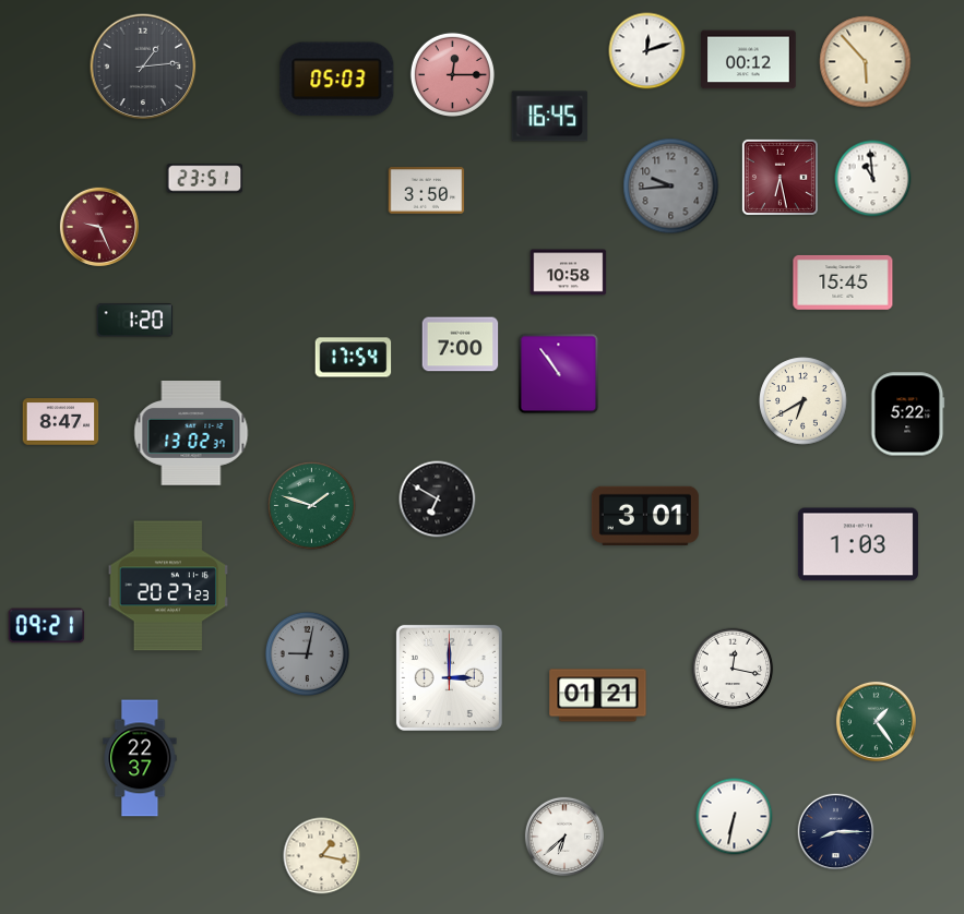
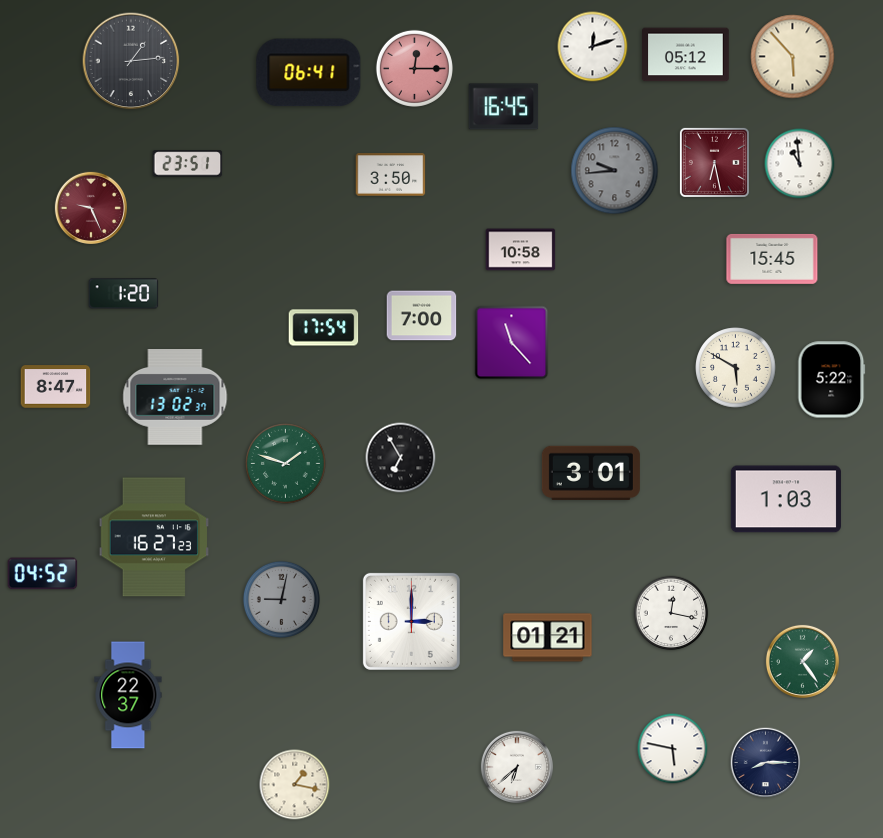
clock at (749, 60): 00:12 -> 05:12
clock at (337, 80): 05:03 -> 06:41
clock at (559, 374): 10:54 -> 11:23
clock at (804, 401): 6:40 -> 5:50
clock at (438, 500): 6:50 -> 6:55
clock at (167, 586): 20:27 -> 16:27
clock at (47, 626): 09:21 -> 04:52
clock at (735, 817): 6:32 -> 5:47
